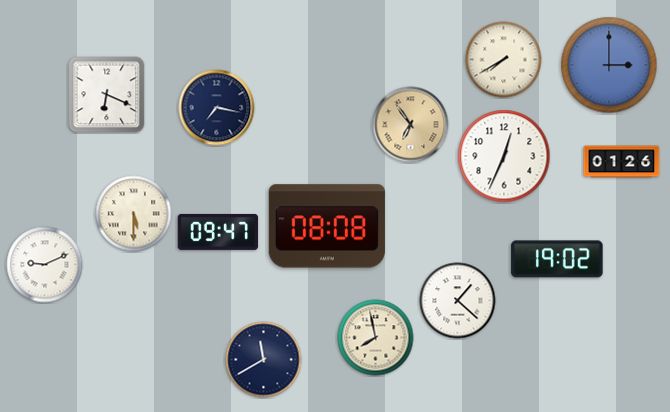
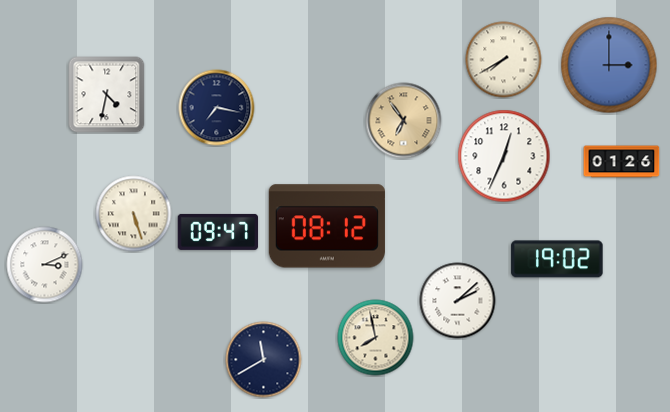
clock at (107, 95): 6:19 -> 4:32
clock at (411, 125) position: (411, 125) -> (404, 121)
clock at (134, 214): 5:30 -> 5:27
clock at (327, 226): 08:08 -> 08:12
clock at (45, 265): 9:11 -> 3:11
clock at (458, 301): 1:22 -> 2:08
